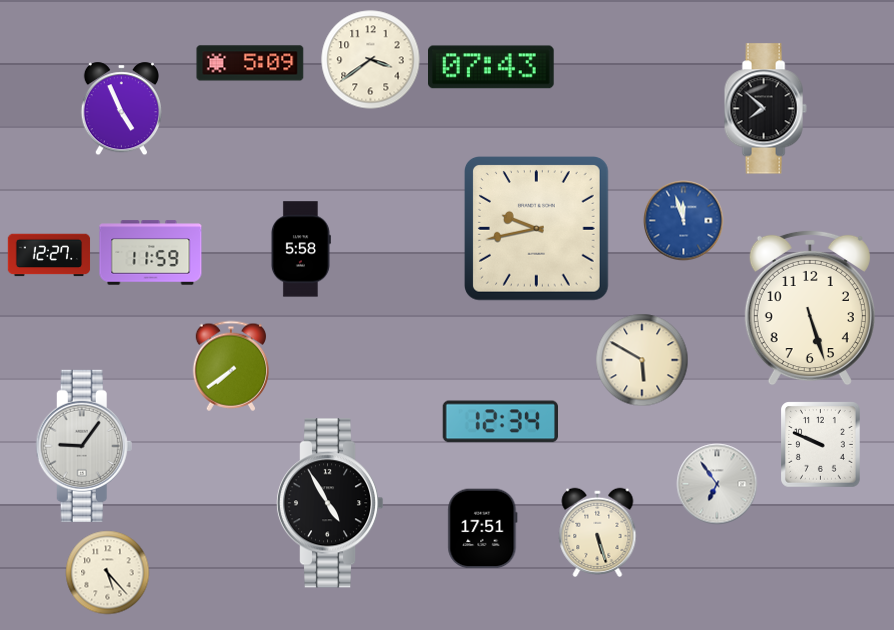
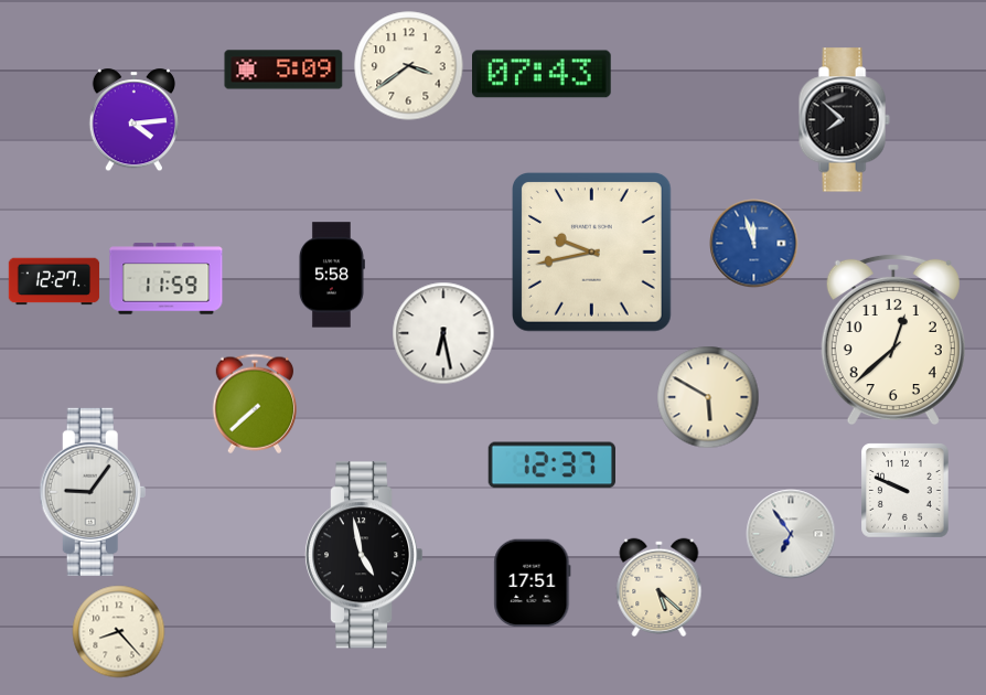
clock at (250, 63) position: (250, 63) -> (283, 69)
clock at (121, 109): 4:56 -> 4:14
clock at (443, 333): none -> 6:28
clock at (810, 308): 5:27 -> 12:38
clock at (230, 366): 7:39 -> 7:38
clock at (500, 422): 12:34 -> 12:37
clock at (330, 503): 4:55 -> 4:58
clock at (598, 532): 5:27 -> 5:22
clock at (108, 573): 5:23 -> 8:23
